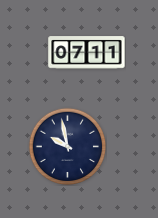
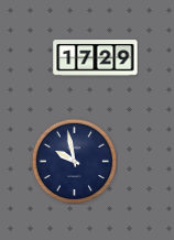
clock at (87, 53): 07:11 -> 17:29
